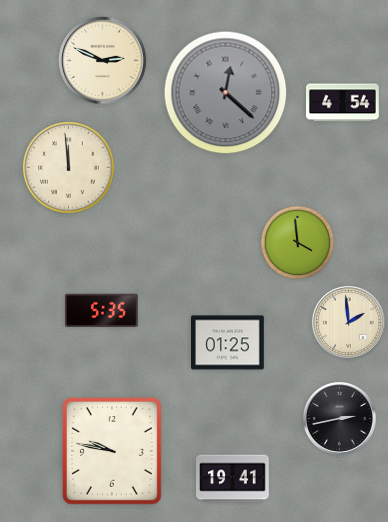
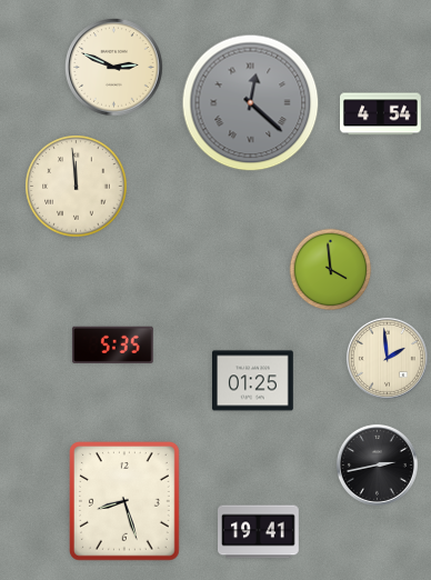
clock at (113, 452): 9:47 -> 8:27
